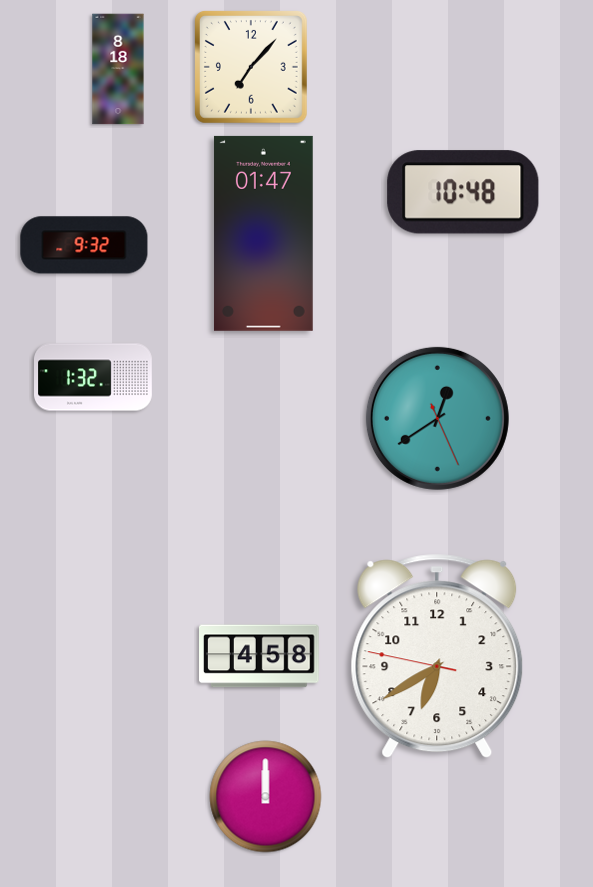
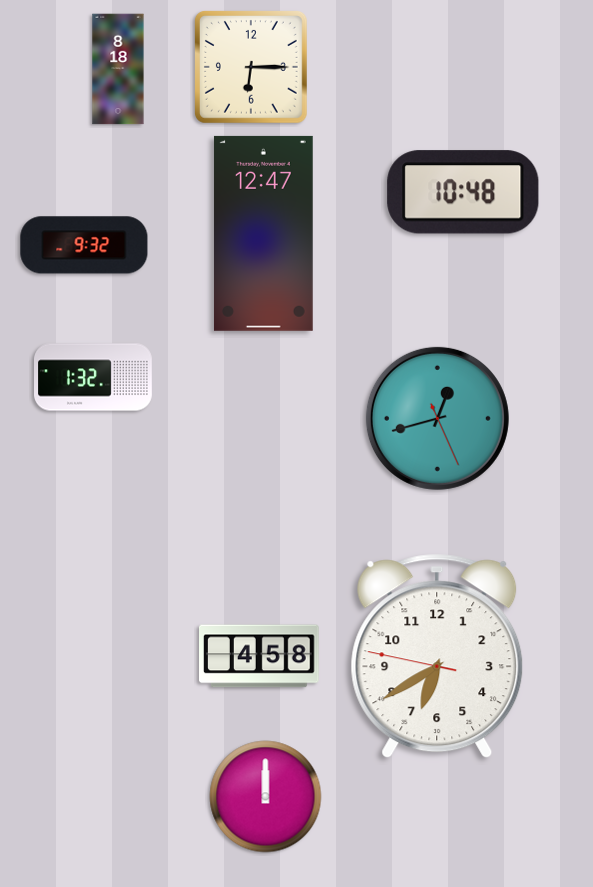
clock at (251, 67): 7:07 -> 6:15
clock at (263, 233): 01:47 -> 12:47
clock at (437, 418): 12:39 -> 12:42
